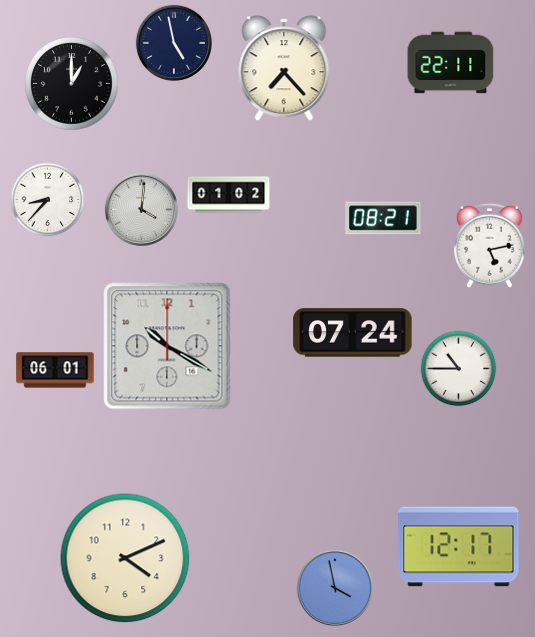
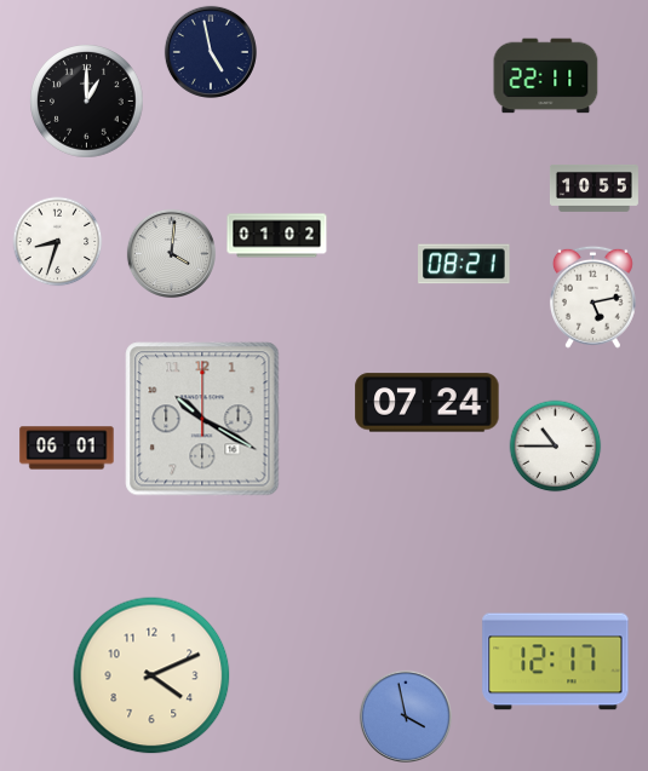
clock at (284, 68): 7:23 -> none
clock at (593, 188): none -> 10:55
clock at (48, 200): 8:37 -> 8:33
clock at (335, 588) position: (335, 588) -> (406, 717)
